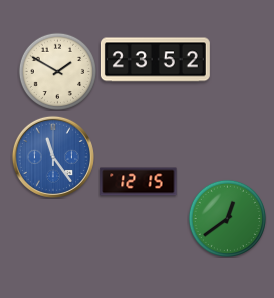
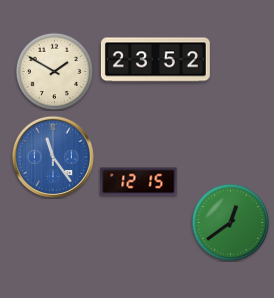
clock at (57, 71) position: (57, 71) -> (54, 71)
clock at (227, 218) position: (227, 218) -> (230, 222)
